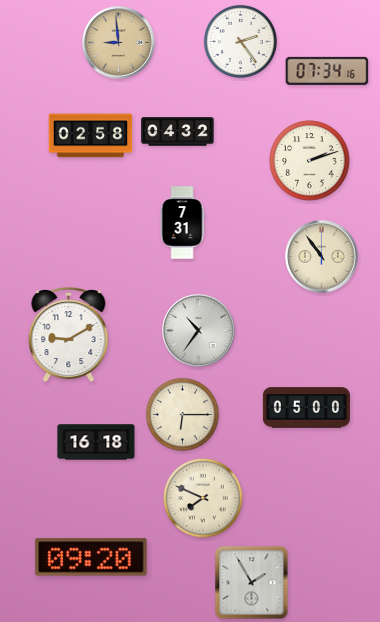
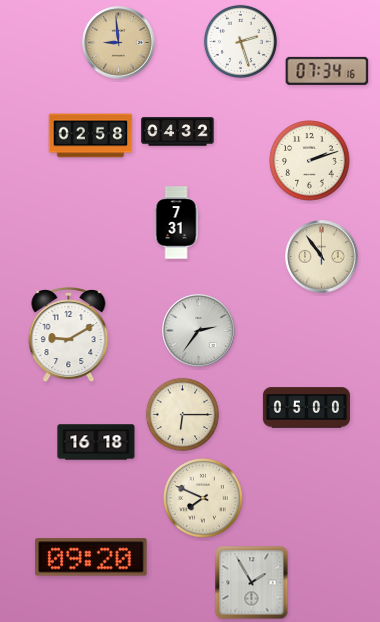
clock at (240, 41): 2:24 -> 2:27
clock at (182, 223) position: (182, 223) -> (176, 223)
clock at (199, 331): 10:36 -> 2:36
